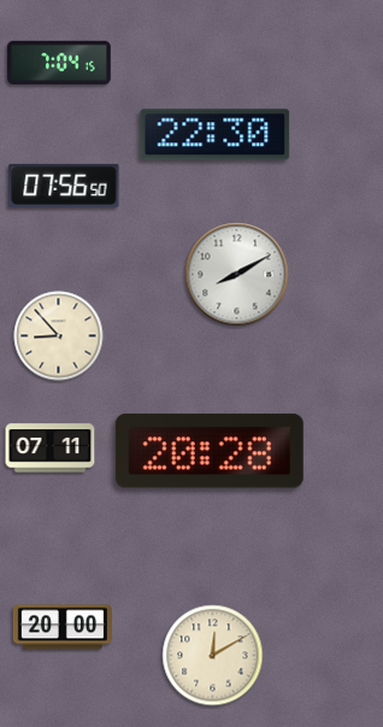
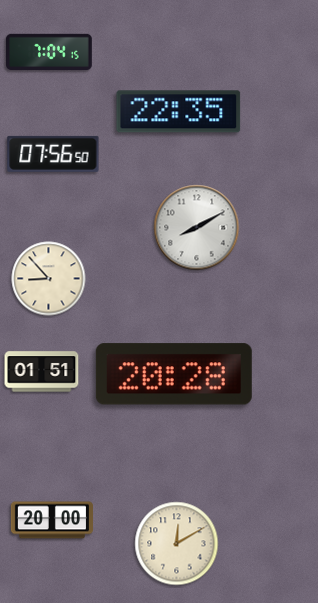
clock at (216, 135): 22:30 -> 22:35
clock at (51, 448): 07:11 -> 01:51
